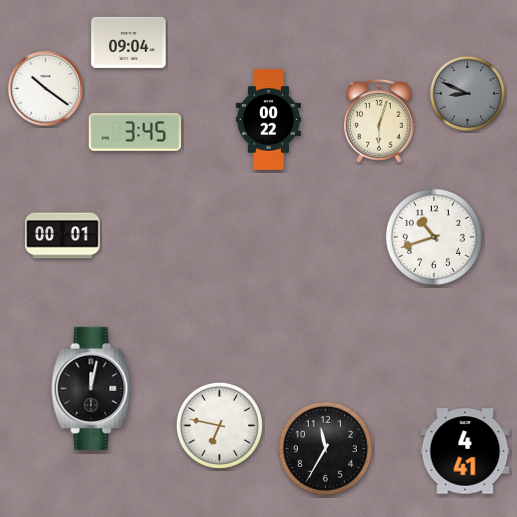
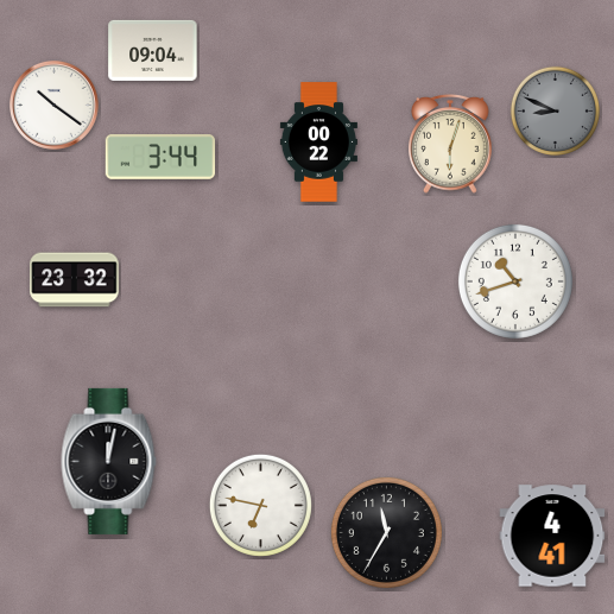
clock at (135, 133): 3:45 -> 3:44
clock at (63, 236): 00:01 -> 23:32
